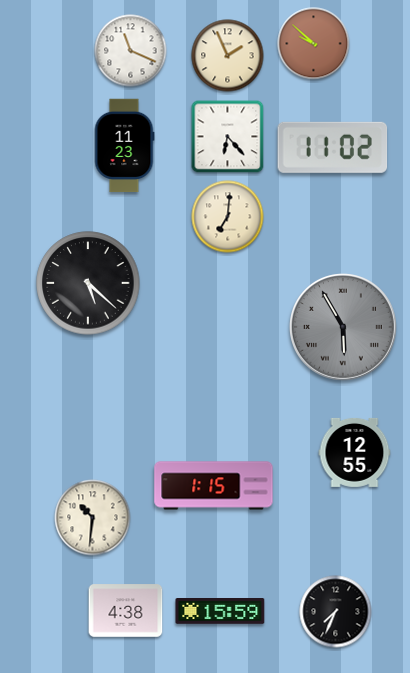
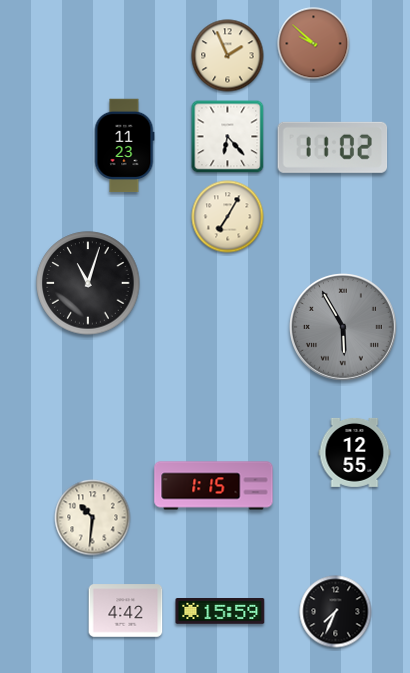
clock at (131, 51): 11:19 -> none
clock at (228, 217): 7:01 -> 7:05
clock at (88, 283): 5:22 -> 11:03
clock at (126, 611): 4:38 -> 4:42
